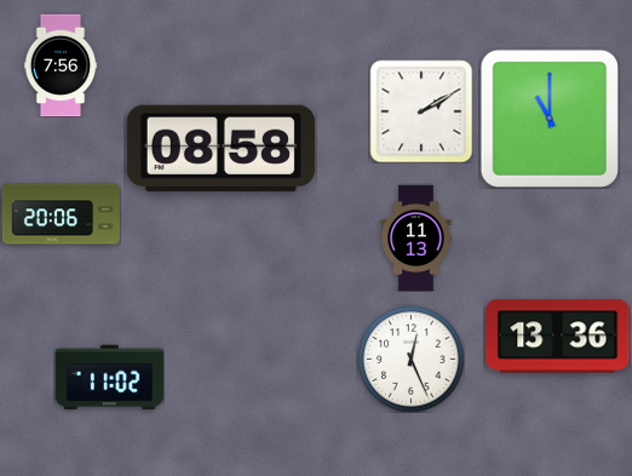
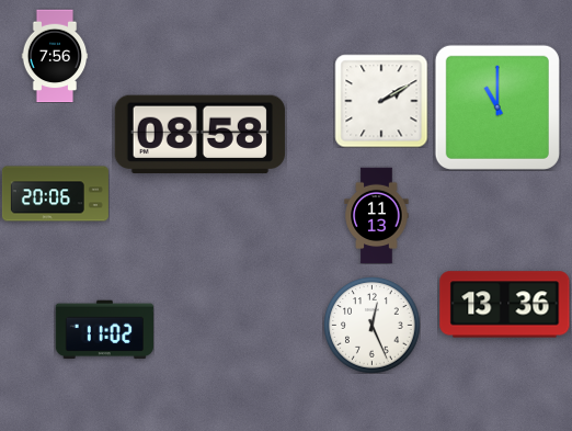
clock at (61, 65) position: (61, 65) -> (55, 56)
clock at (109, 378) position: (109, 378) -> (104, 330)
